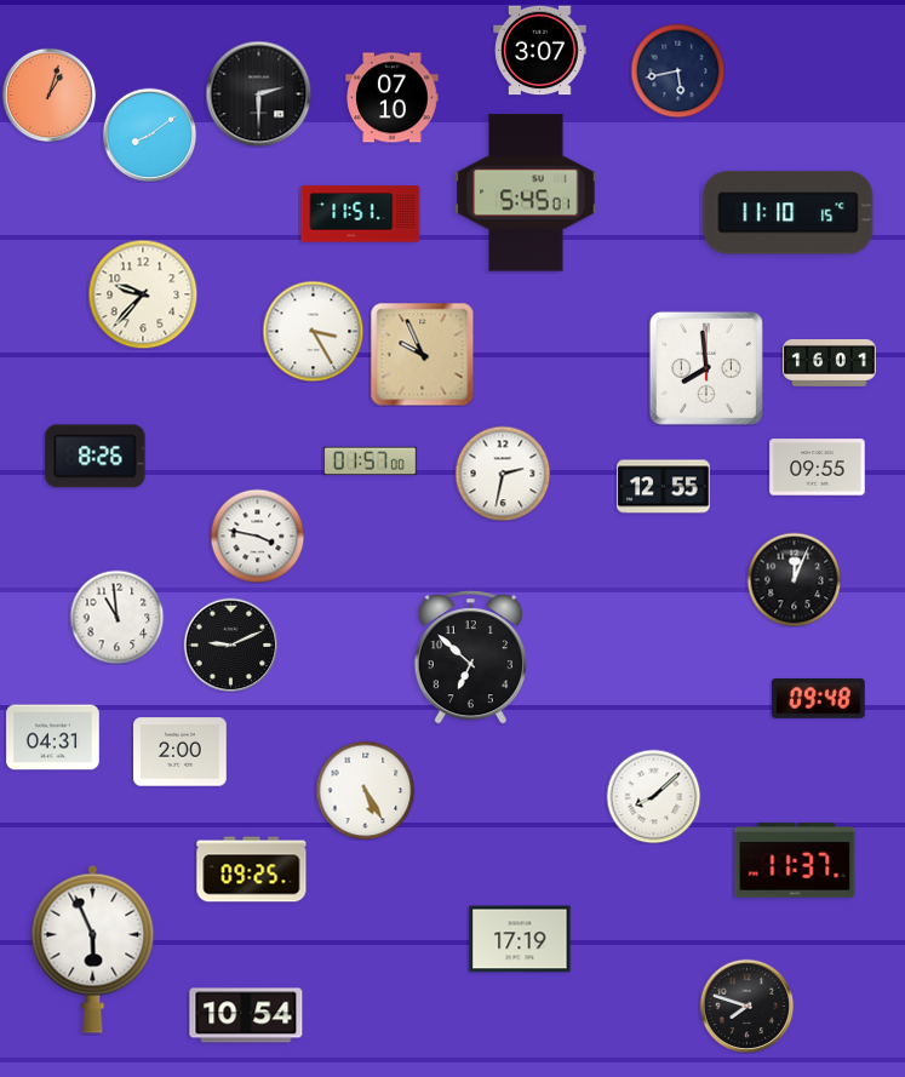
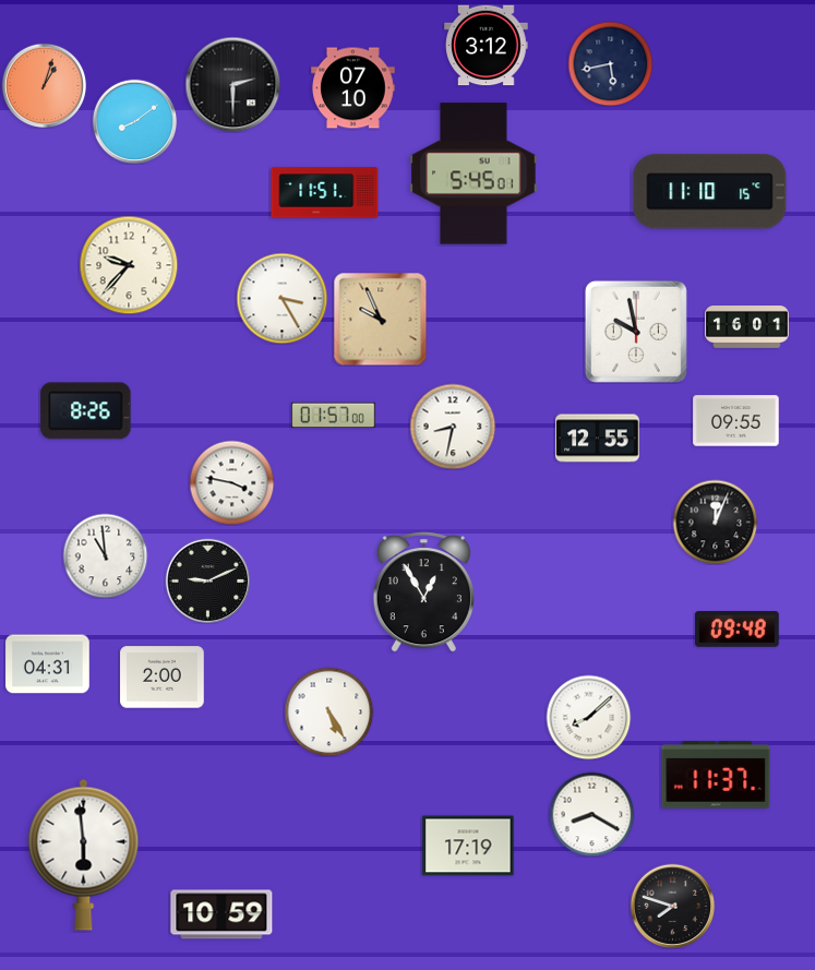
clock at (540, 51): 3:07 -> 3:12
clock at (706, 368): 7:59 -> 9:58
clock at (503, 474): 2:32 -> 8:32
clock at (470, 658): 6:52 -> 12:55
clock at (252, 870): 09:25 -> none
clock at (591, 814): none -> 8:20
clock at (93, 949): 5:56 -> 5:59
clock at (246, 1015): 10:54 -> 10:59
